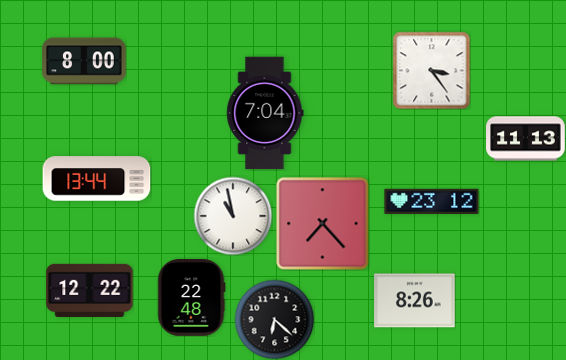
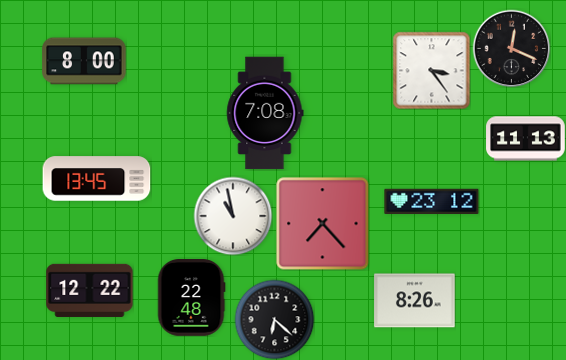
clock at (511, 48): none -> 12:19
clock at (265, 113): 7:04 -> 7:08
clock at (97, 179): 13:44 -> 13:45
